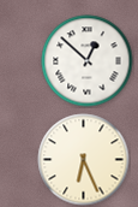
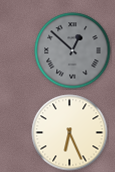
clock at (88, 61) dial: white -> grey
